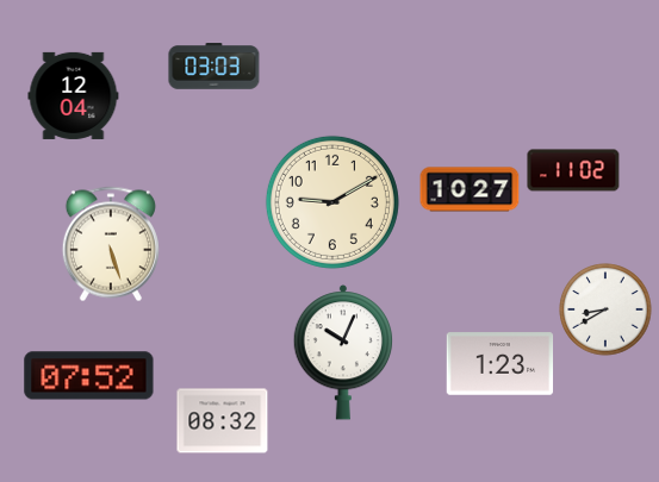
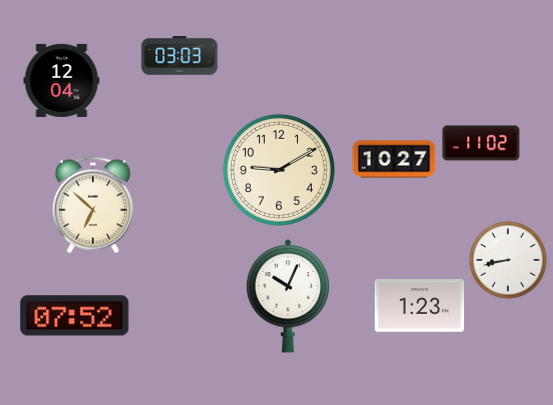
clock at (111, 244): 5:27 -> 6:52
clock at (605, 309): 8:40 -> 8:43
clock at (223, 421): 08:32 -> none
